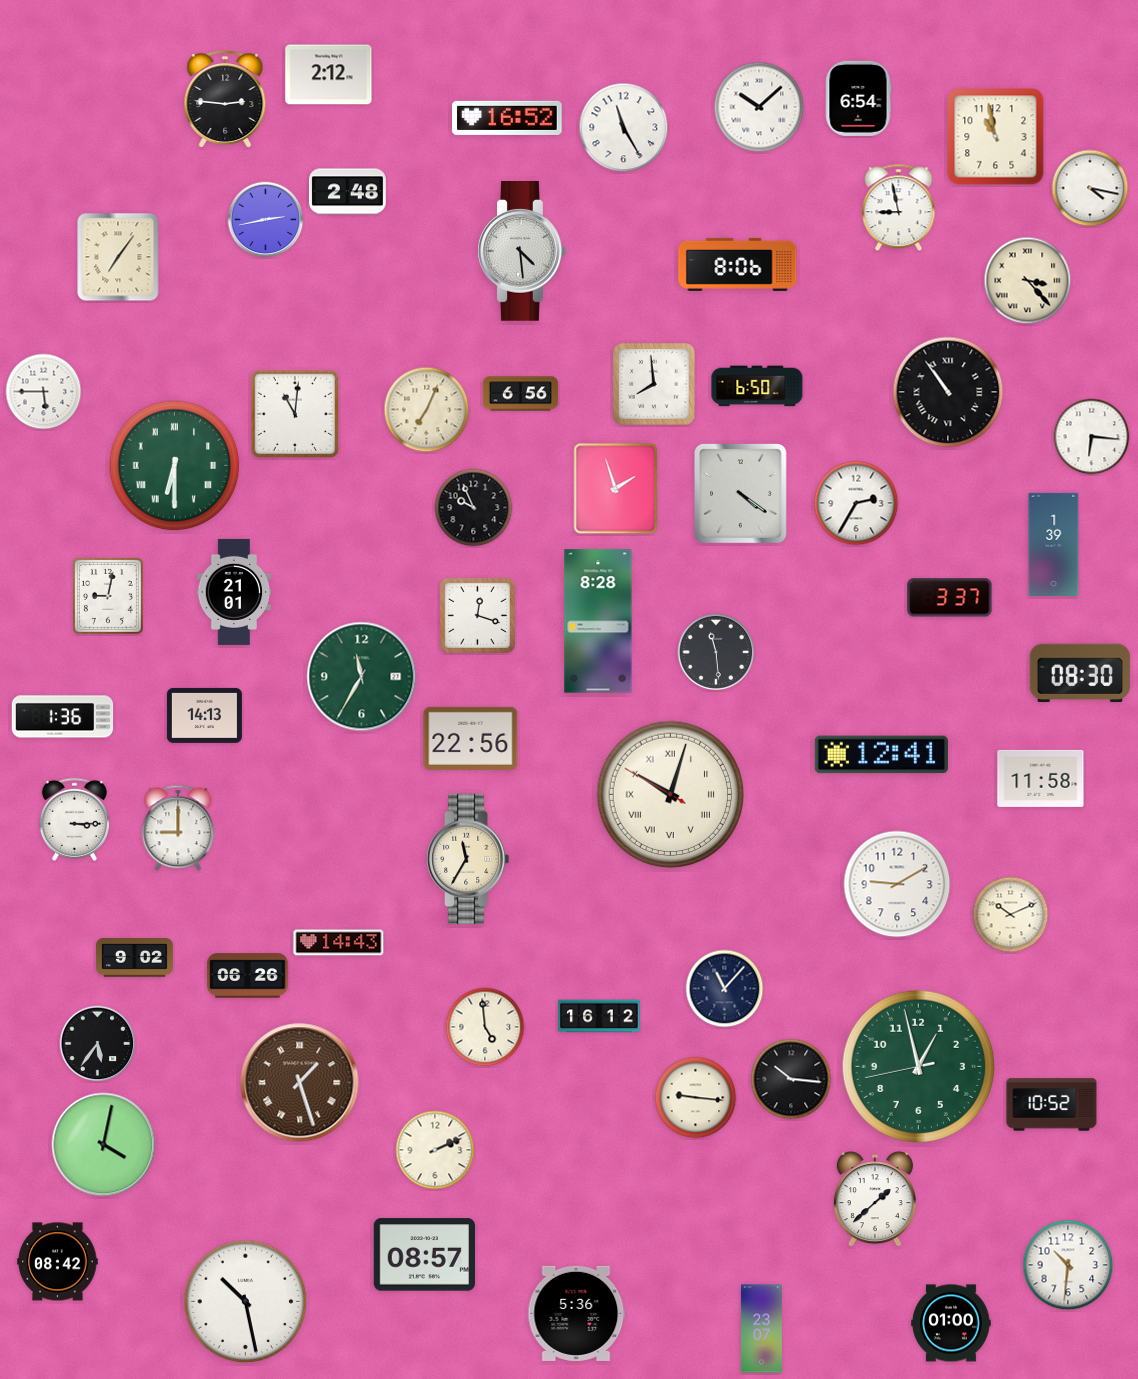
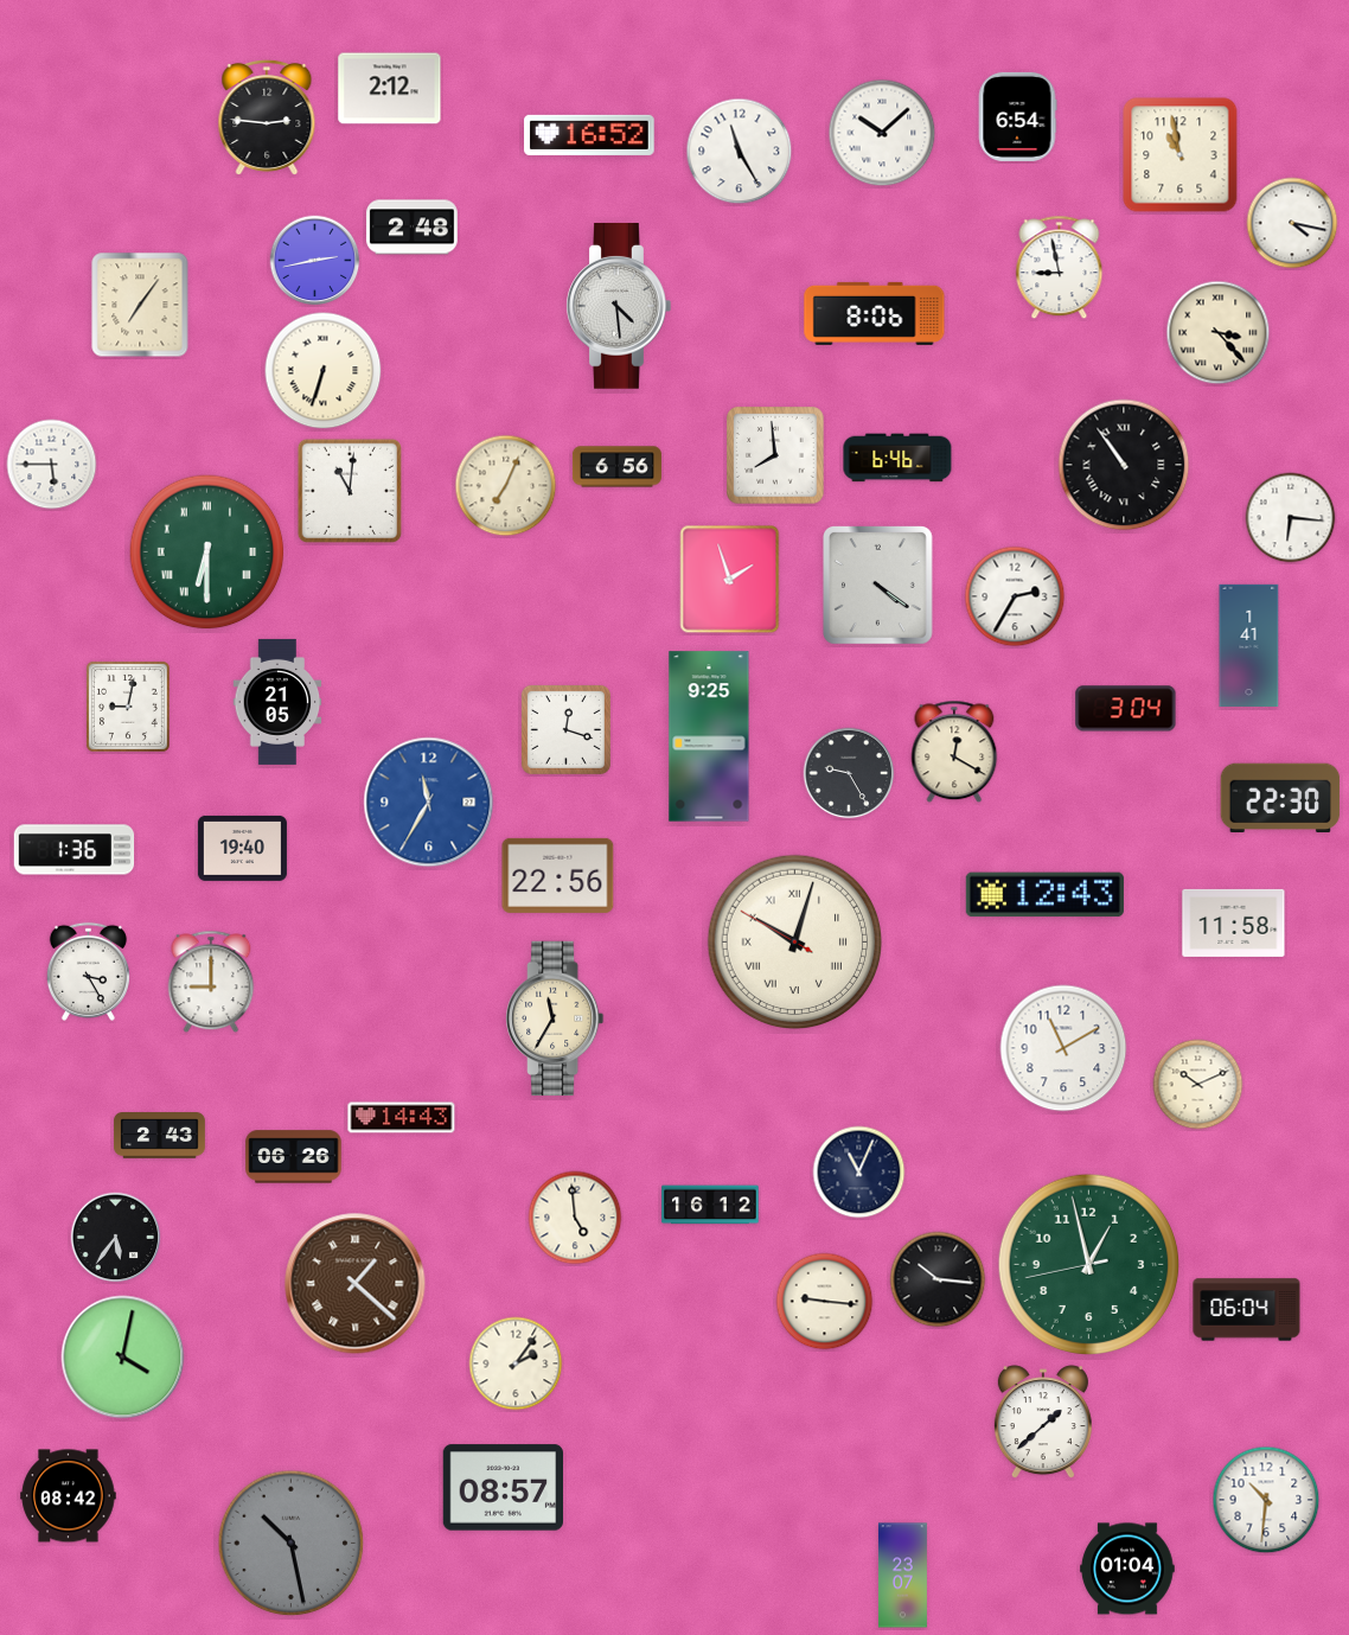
clock at (759, 107) position: (759, 107) -> (882, 133)
clock at (507, 118) position: (507, 118) -> (589, 135)
clock at (996, 137) position: (996, 137) -> (1181, 155)
clock at (899, 208) position: (899, 208) -> (1060, 268)
clock at (522, 252) position: (522, 252) -> (619, 307)
clock at (324, 371): none -> 6:33
clock at (757, 386): 6:50 -> 6:46
clock at (1092, 437) position: (1092, 437) -> (1291, 518)
clock at (474, 508): 9:56 -> none
clock at (1054, 544): 1:39 -> 1:41
clock at (234, 592): 21:01 -> 21:05
clock at (950, 598): 3:37 -> 3:04
clock at (598, 621): 8:28 -> 9:25
clock at (954, 752): none -> 12:20
clock at (716, 652): 11:29 -> 9:25
clock at (1080, 672): 08:30 -> 22:30
clock at (362, 677) dial: green -> blue
clock at (204, 715): 14:13 -> 19:40
clock at (881, 755): 12:41 -> 12:43
clock at (74, 819): 3:15 -> 3:25
clock at (897, 884): 9:10 -> 11:10
clock at (134, 958): 9:02 -> 2:43
clock at (725, 989): 11:07 -> 11:04
clock at (300, 1083): 1:27 -> 1:22
clock at (1052, 1105): 10:52 -> 06:04
clock at (435, 1150): 2:11 -> 2:06
clock at (875, 1200) position: (875, 1200) -> (1043, 1423)
clock at (246, 1302) dial: white -> grey
clock at (577, 1313): 5:36 -> none
clock at (951, 1323): 01:00 -> 01:04
